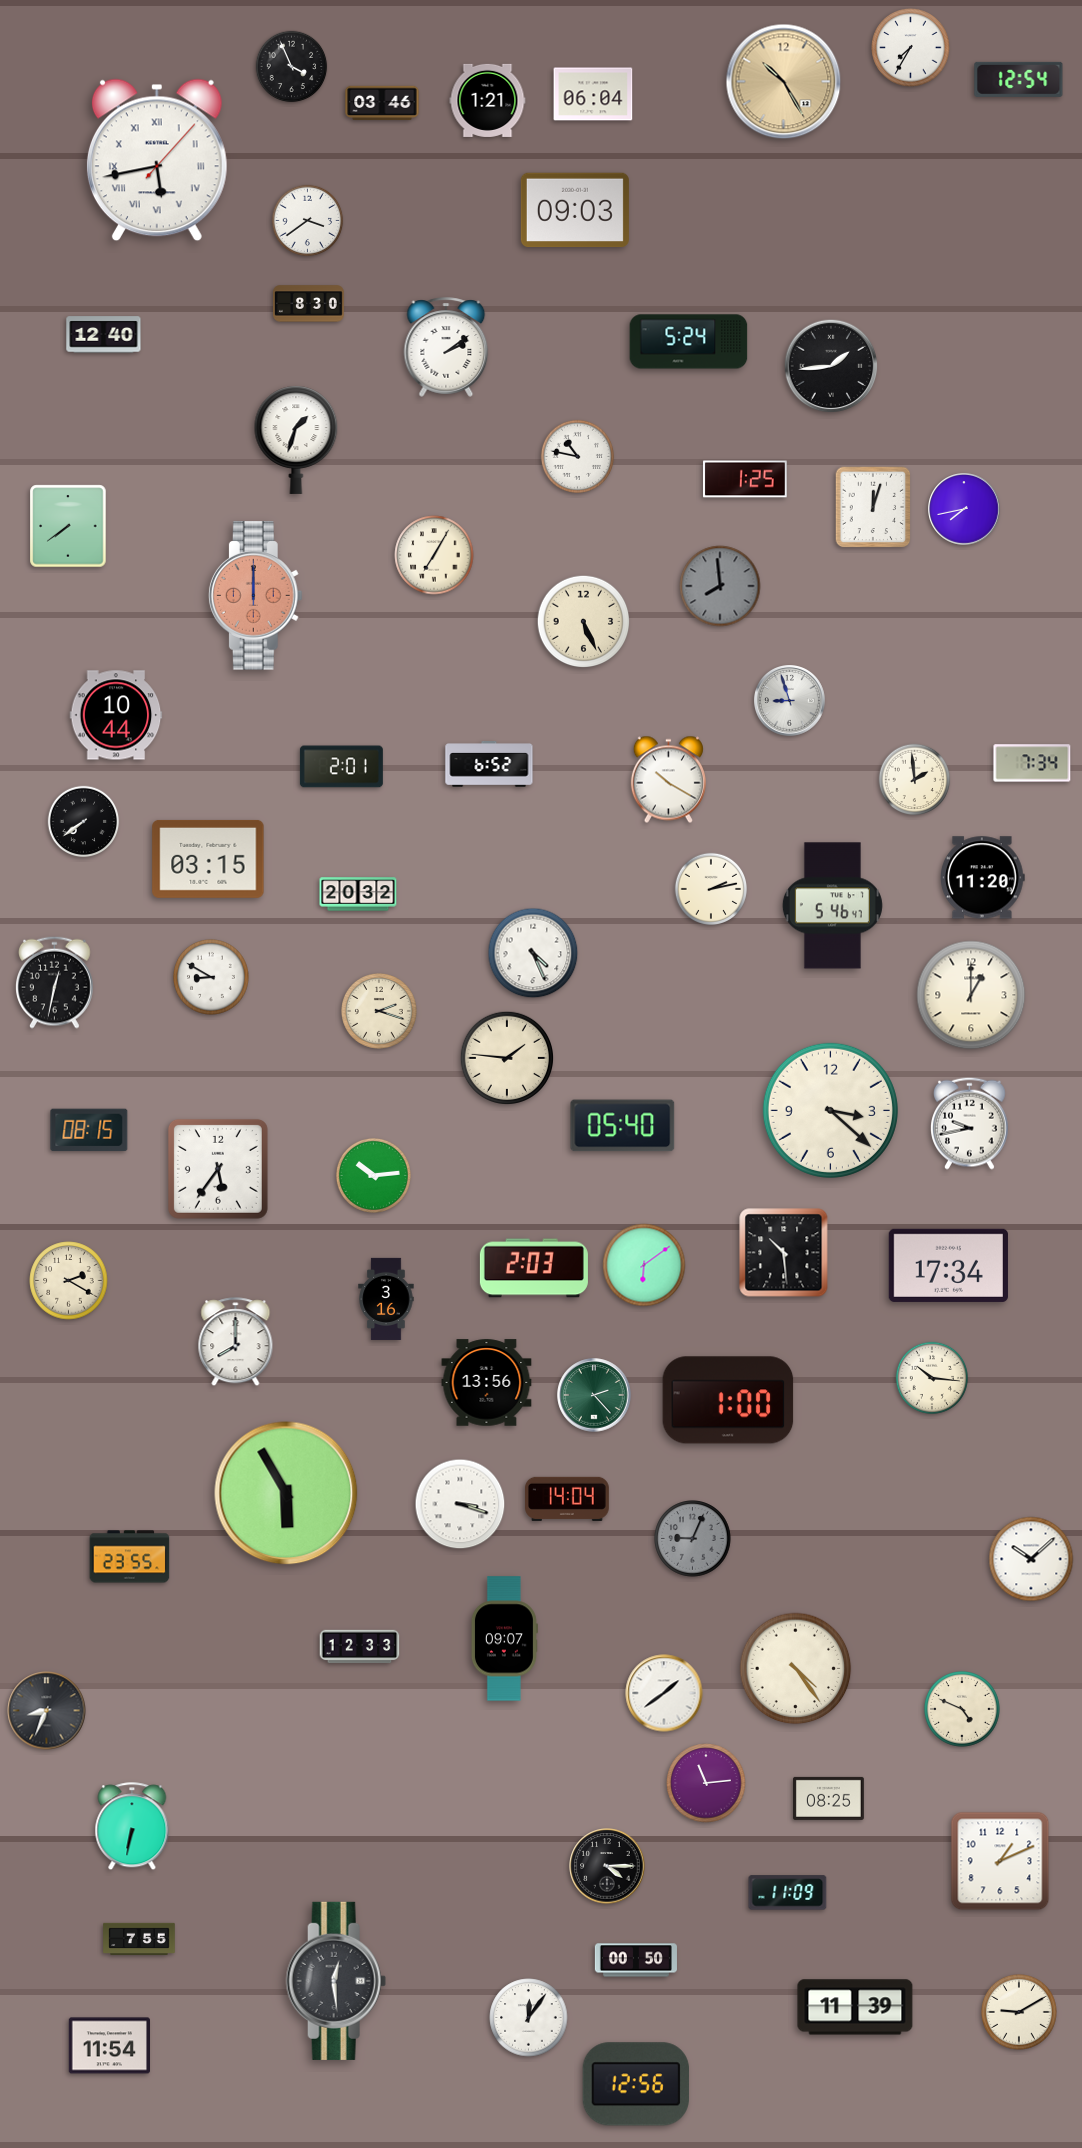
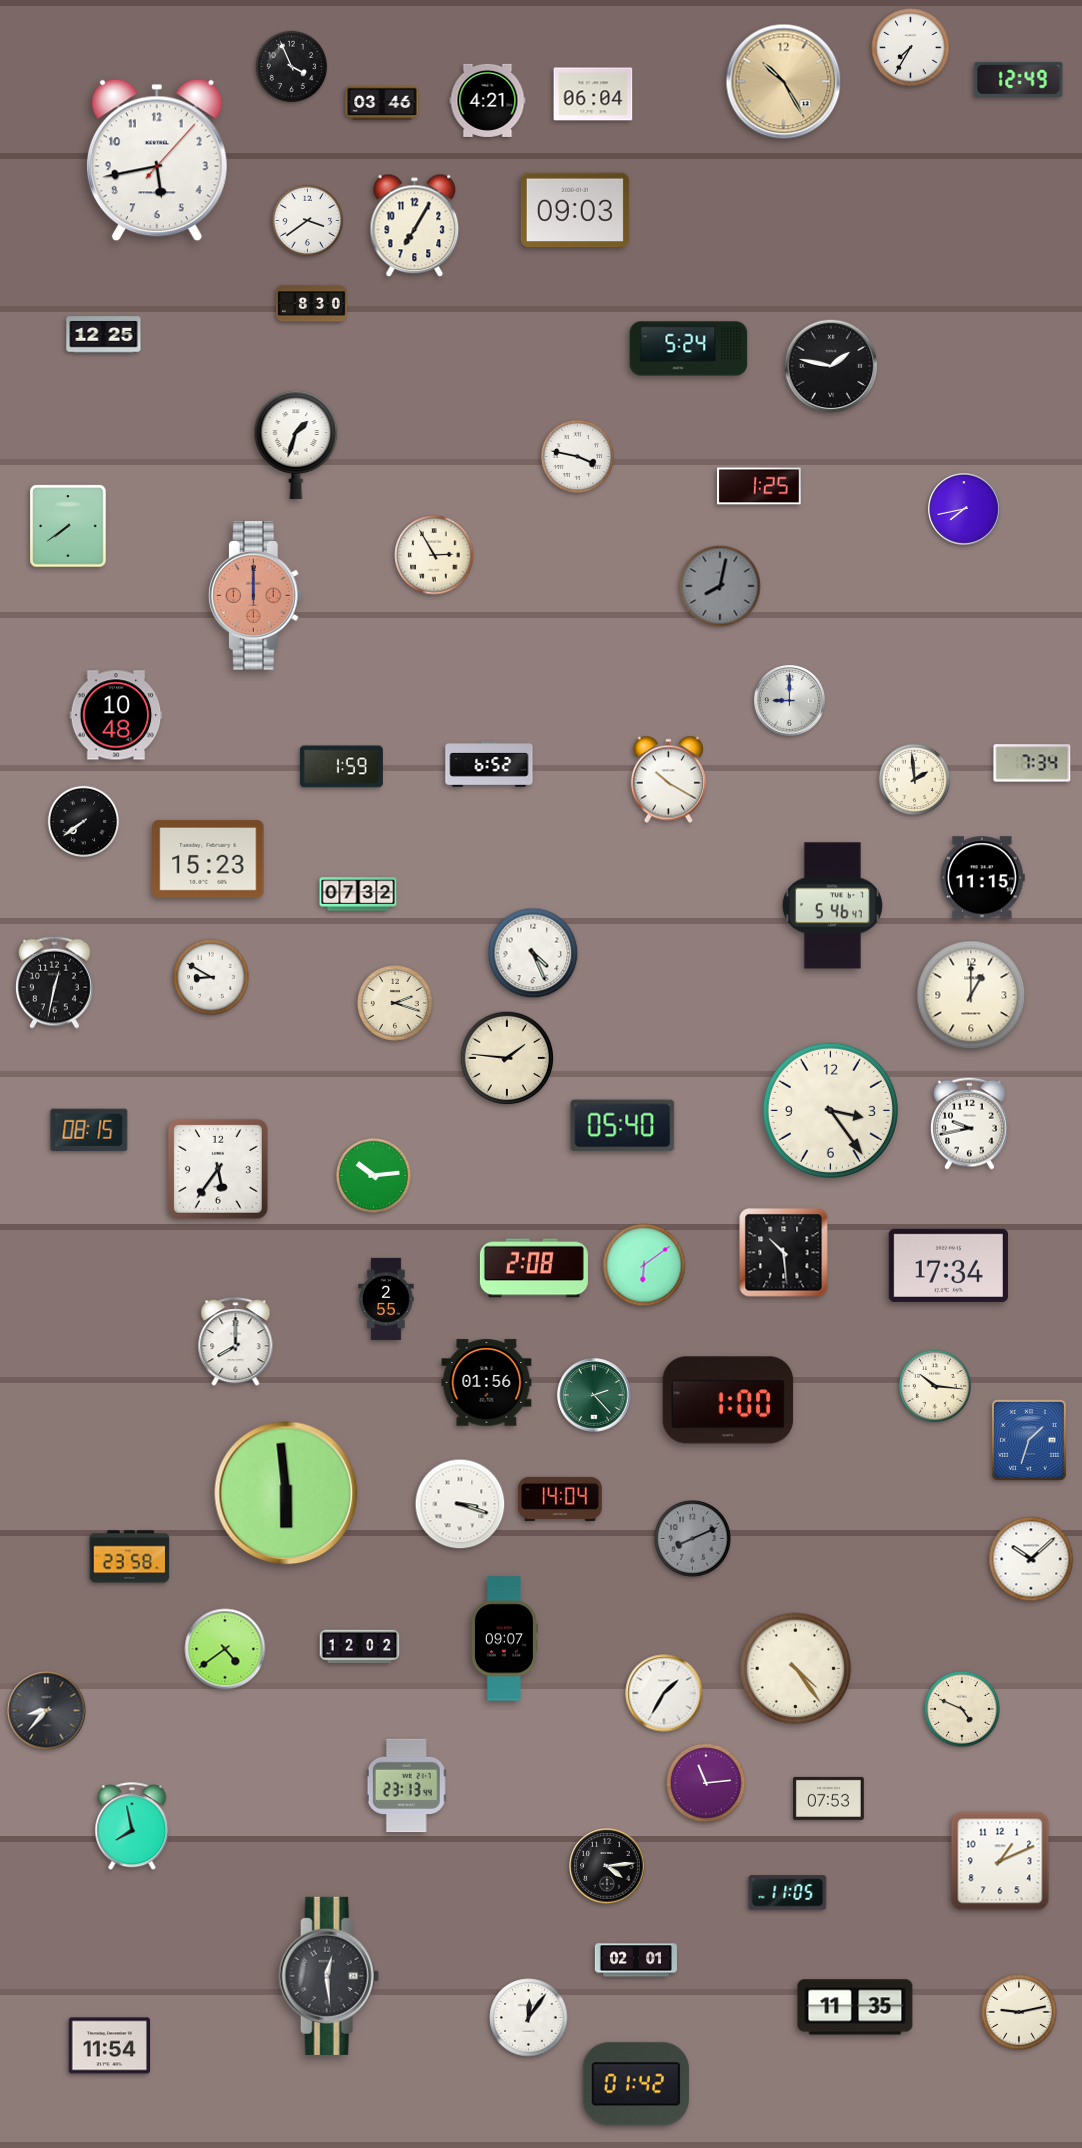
clock at (1019, 79): 12:54 -> 12:49
clock at (488, 100): 1:21 -> 4:21
clock at (157, 160) numerals: Roman -> Arabic
clock at (415, 226): none -> 7:05
clock at (309, 304) position: (309, 304) -> (312, 304)
clock at (104, 335): 12:40 -> 12:25
clock at (689, 342) position: (689, 342) -> (689, 349)
clock at (446, 347): 2:09 -> none
clock at (831, 366): 1:44 -> 1:47
clock at (296, 440) position: (296, 440) -> (296, 445)
clock at (577, 456): 10:47 -> 3:47
clock at (746, 479) position: (746, 479) -> (760, 486)
clock at (873, 507): 12:03 -> none
clock at (434, 555): 7:05 -> 2:55
clock at (720, 586): 7:59 -> 8:02
clock at (584, 622): 5:26 -> none
clock at (790, 701): 8:57 -> 9:00
clock at (116, 715): 10:44 -> 10:48
clock at (341, 767): 2:01 -> 1:59
clock at (208, 859): 03:15 -> 15:23
clock at (983, 878): 11:20 -> 11:15
clock at (710, 888): 2:13 -> none
clock at (358, 894): 20:32 -> 07:32
clock at (380, 1012) position: (380, 1012) -> (396, 1004)
clock at (830, 1110): 3:22 -> 3:24
clock at (534, 1268): 2:03 -> 2:08
clock at (69, 1281): 2:20 -> none
clock at (386, 1299): 3:16 -> 2:55
clock at (931, 1377) position: (931, 1377) -> (934, 1385)
clock at (487, 1383): 13:56 -> 01:56
clock at (1029, 1440): none -> 1:33
clock at (286, 1493): 5:55 -> 5:59
clock at (568, 1499) position: (568, 1499) -> (561, 1499)
clock at (693, 1539): 9:04 -> 8:11
clock at (130, 1557): 23:55 -> 23:58
clock at (360, 1647): 12:33 -> 12:02
clock at (225, 1649): none -> 4:39
clock at (664, 1693): 1:39 -> 1:35
clock at (47, 1711): 8:34 -> 8:37
clock at (406, 1786): none -> 23:13
clock at (829, 1798): 08:25 -> 07:53
clock at (132, 1827): 6:32 -> 7:58
clock at (607, 1866): 4:15 -> 4:14
clock at (788, 1893): 11:09 -> 11:05
clock at (139, 1939): 7:55 -> none
clock at (636, 1960): 00:50 -> 02:01
clock at (336, 1981) position: (336, 1981) -> (329, 1976)
clock at (855, 2007): 11:39 -> 11:35
clock at (1020, 2013): 9:10 -> 9:13
clock at (636, 2084): 12:56 -> 01:42
